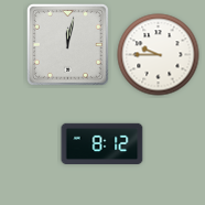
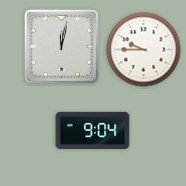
clock at (67, 44) position: (67, 44) -> (61, 46)
clock at (102, 144): 8:12 -> 9:04
